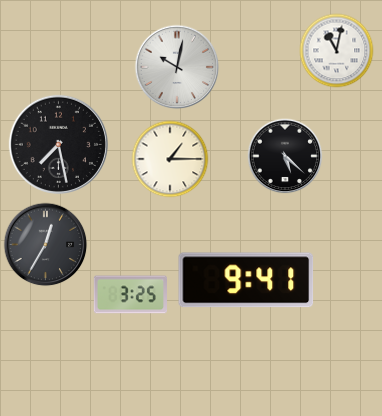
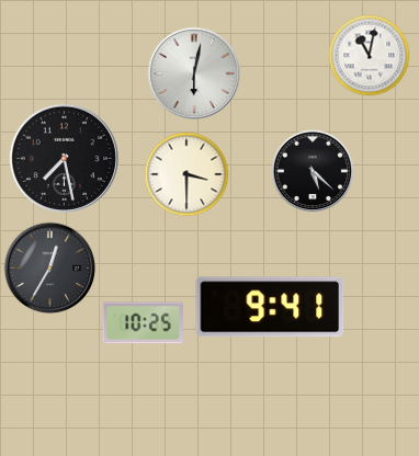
clock at (177, 67): 10:02 -> 6:02
clock at (170, 159): 1:15 -> 3:30
clock at (130, 295): 3:25 -> 10:25
